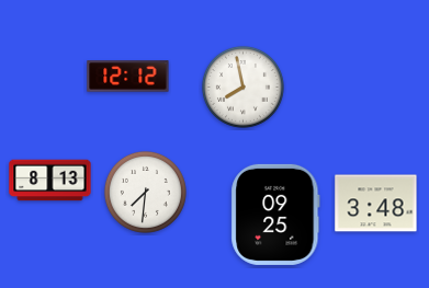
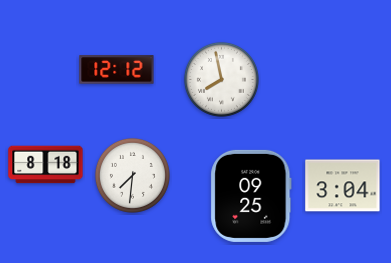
clock at (50, 181): 8:13 -> 8:18
clock at (376, 204): 3:48 -> 3:04
